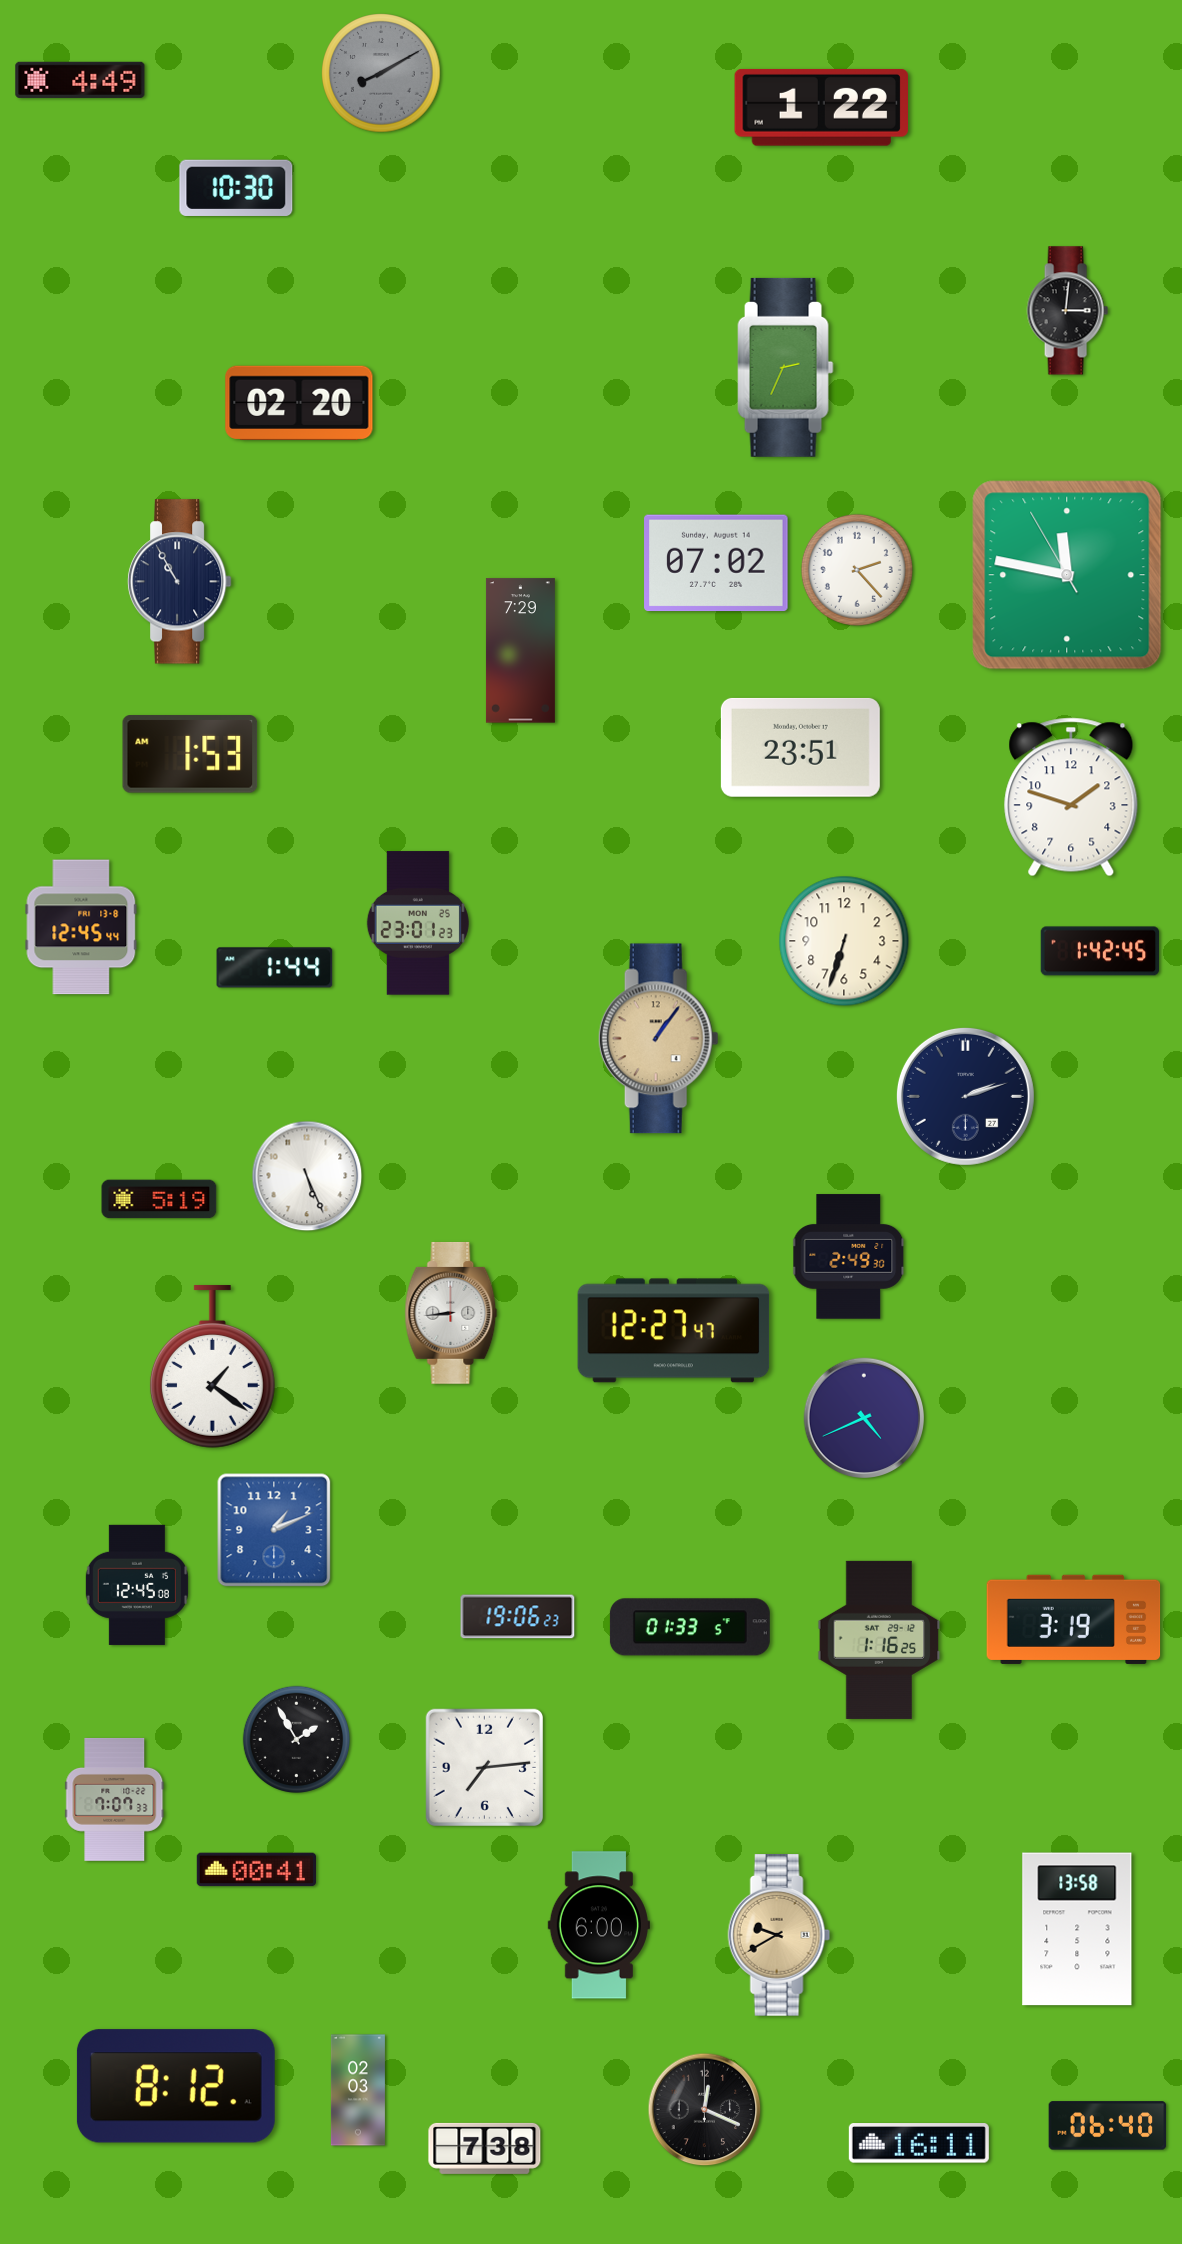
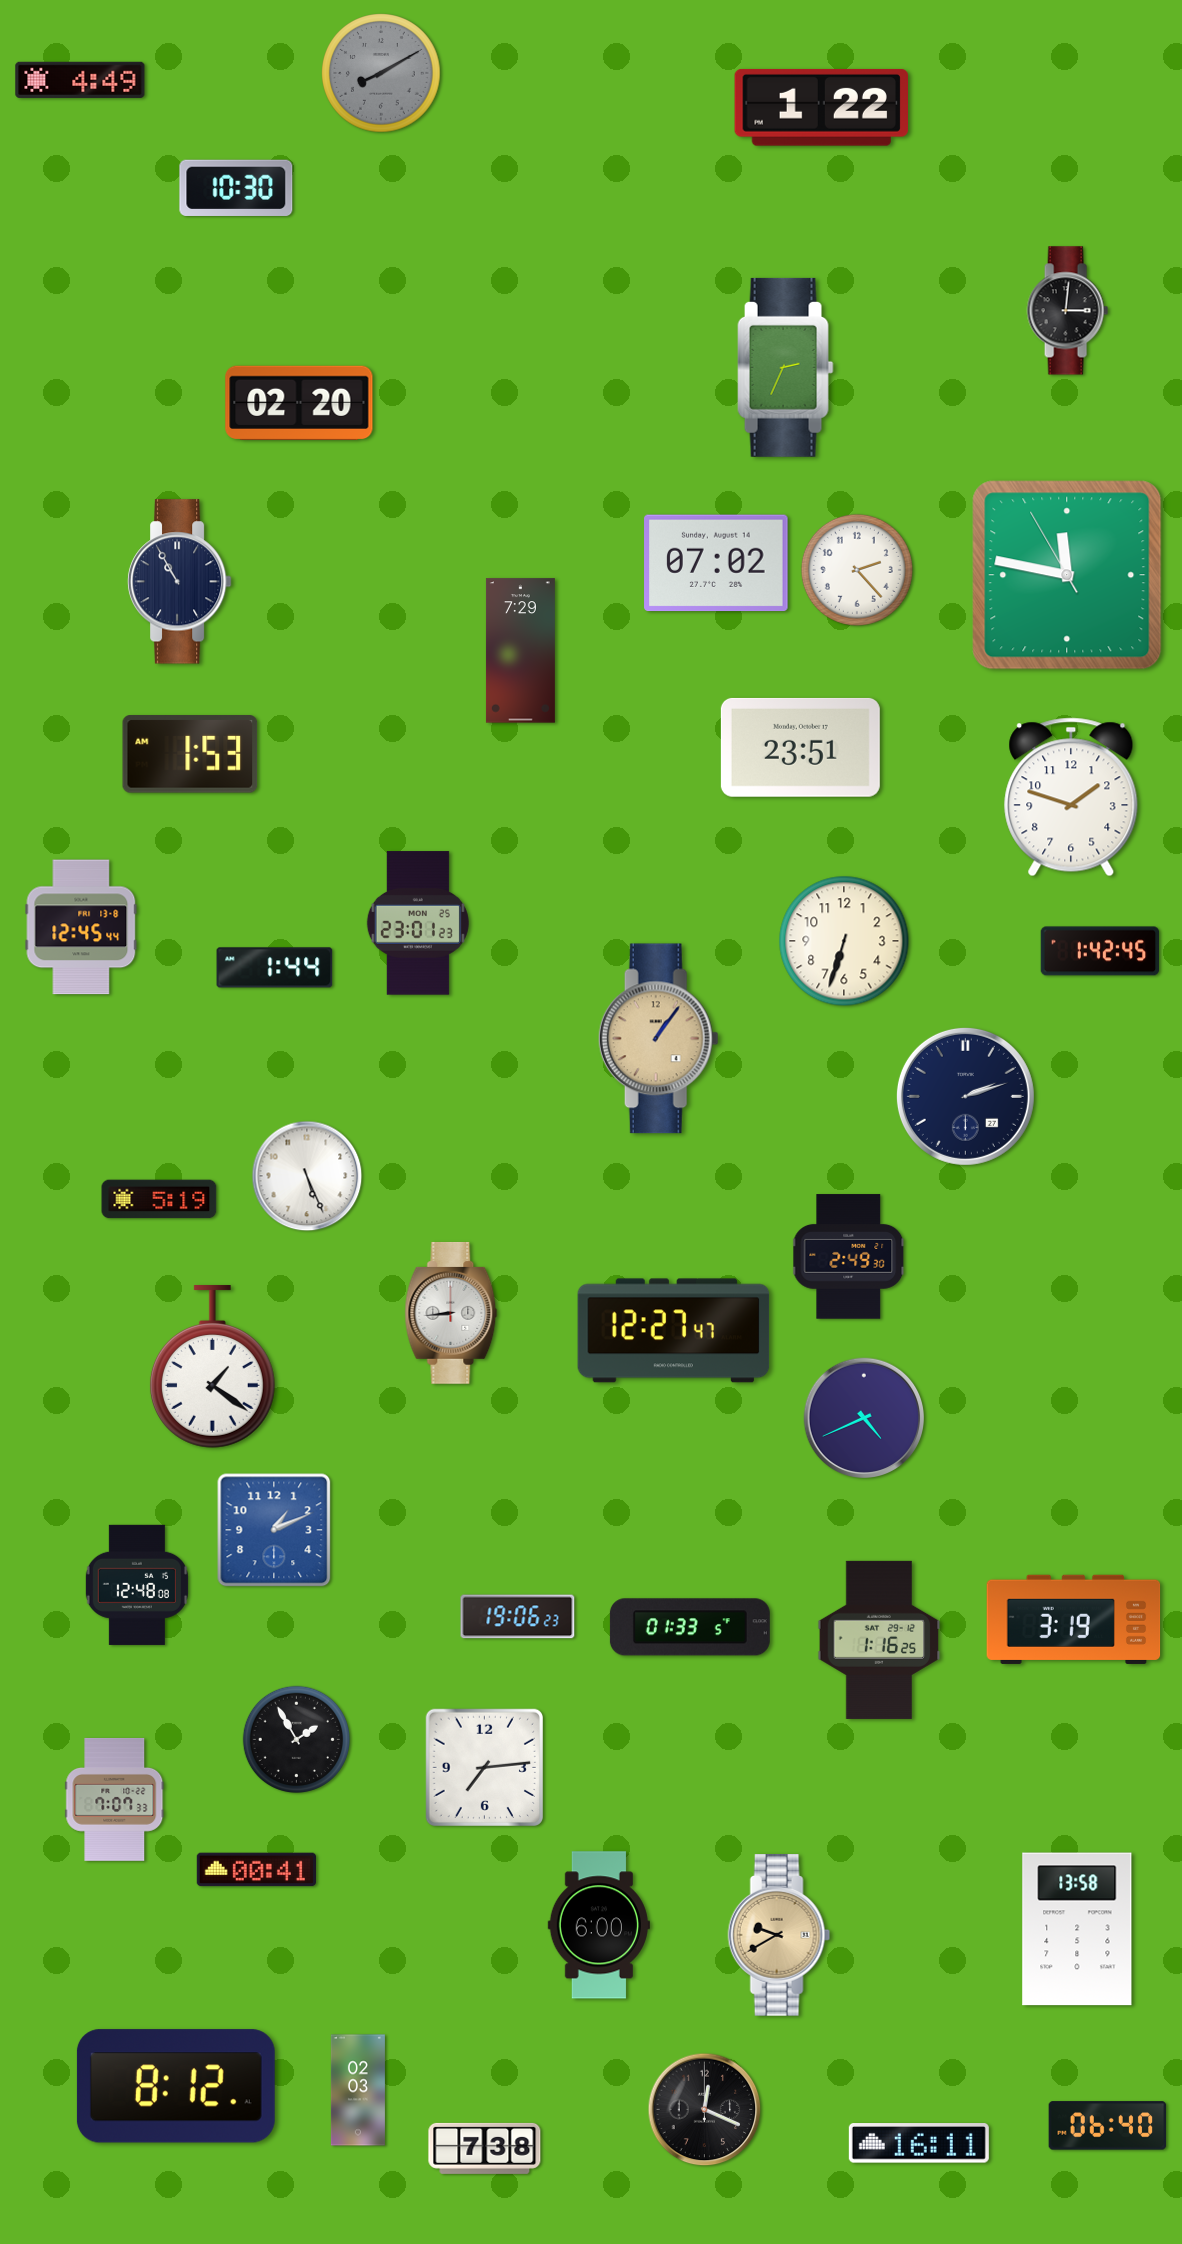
clock at (137, 1585): 12:45 -> 12:48
